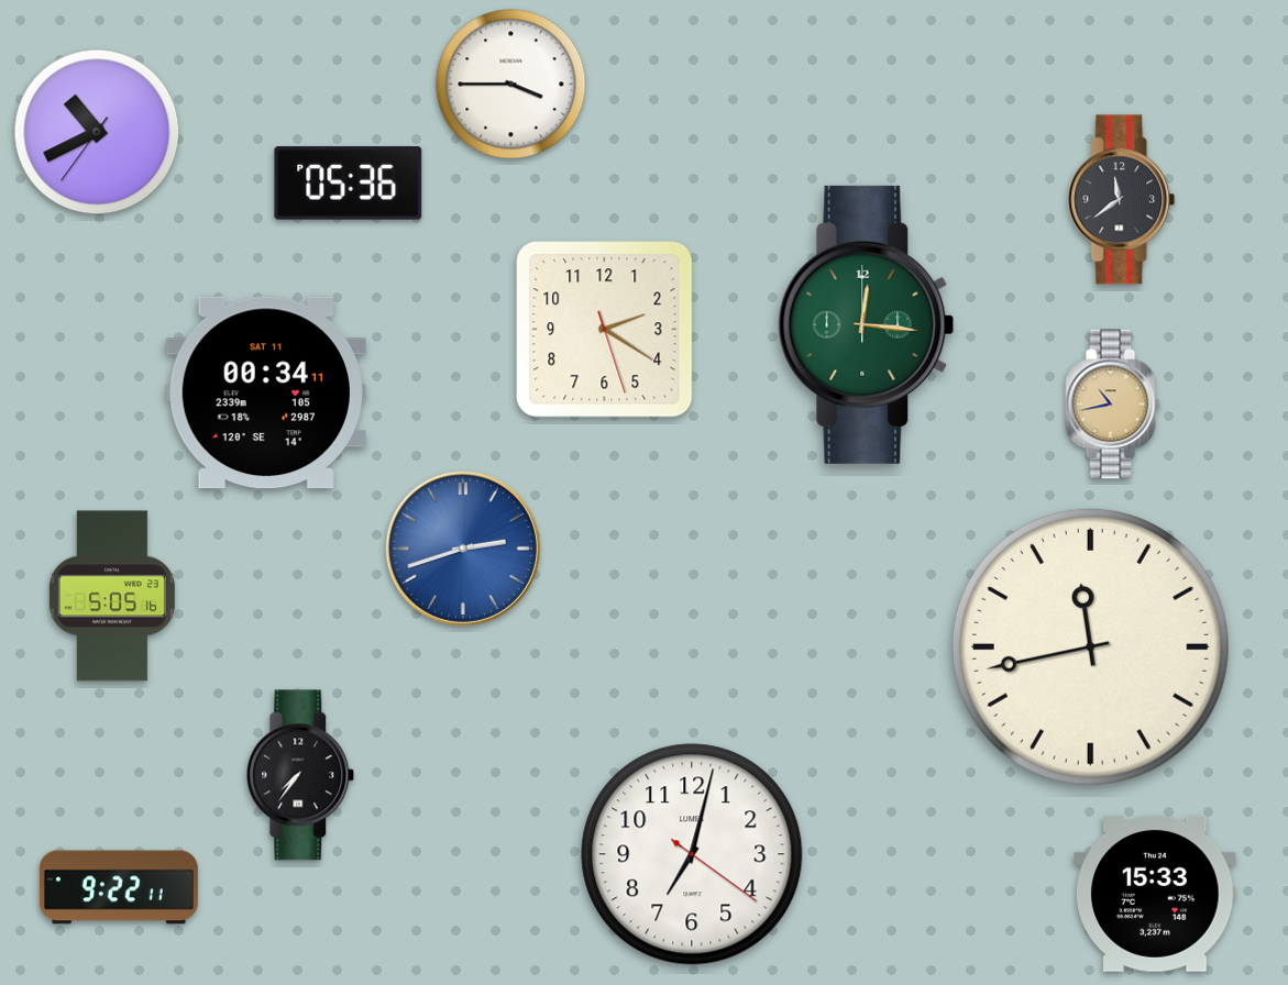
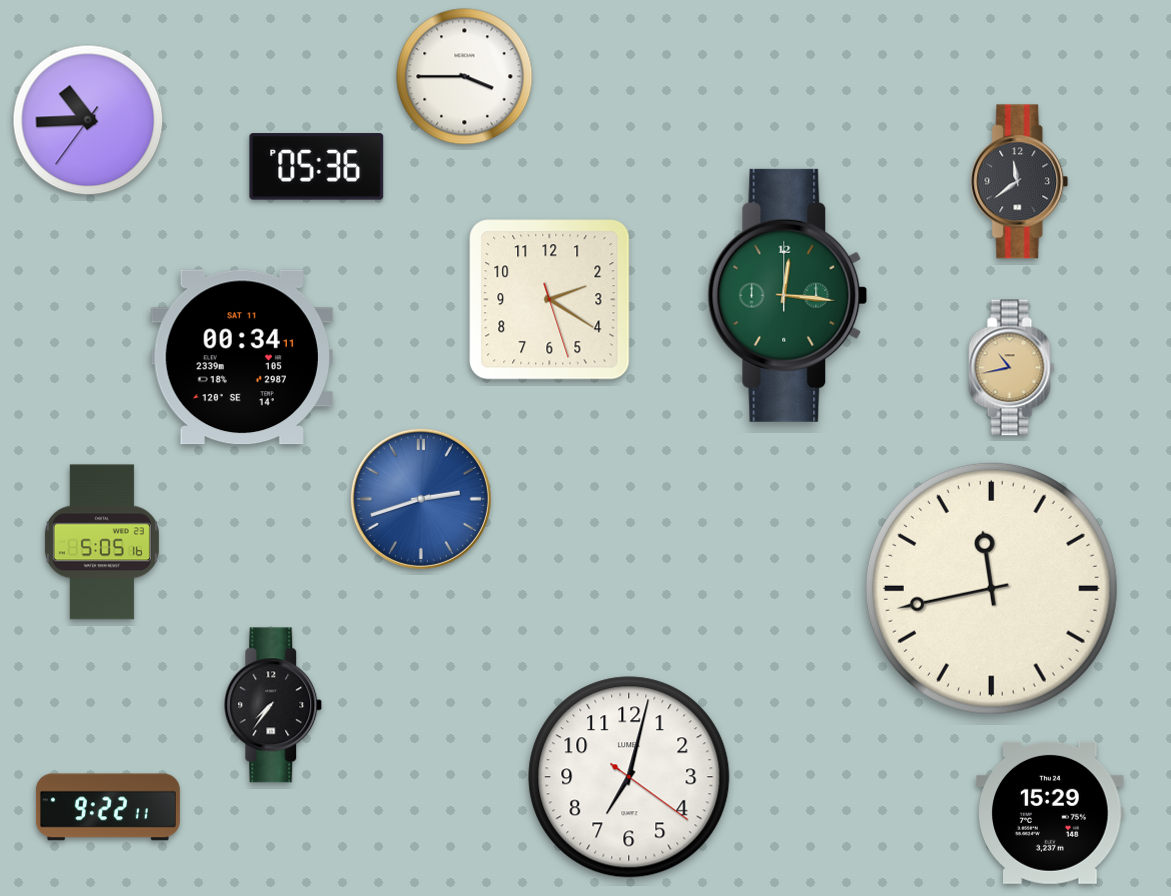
clock at (97, 132): 10:40 -> 10:44
clock at (1155, 894): 15:33 -> 15:29
